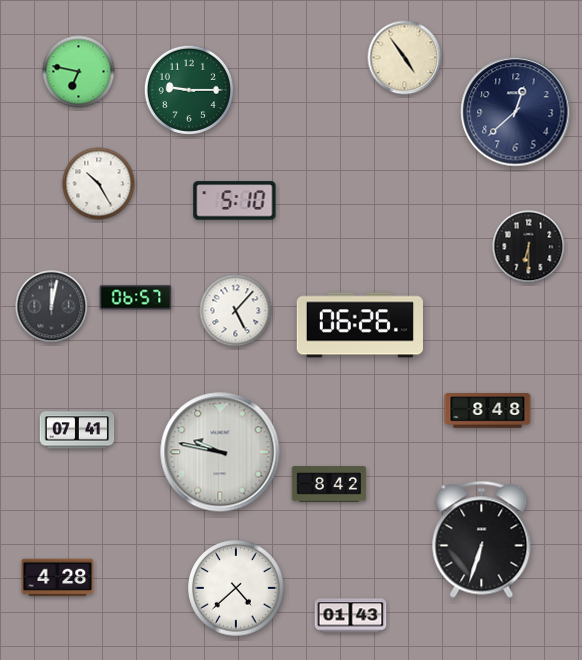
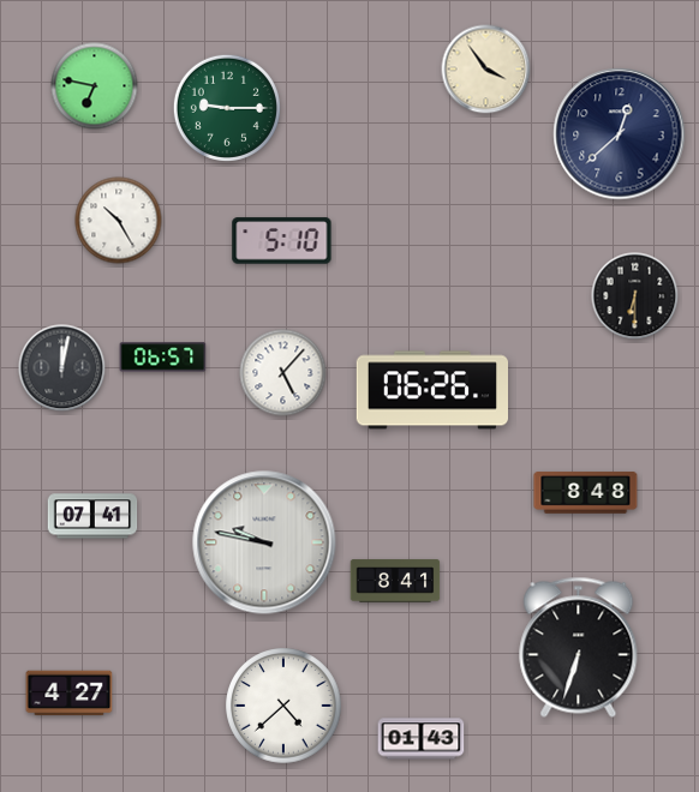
clock at (405, 58): 4:54 -> 3:54
clock at (329, 484): 8:42 -> 8:41
clock at (58, 578): 4:28 -> 4:27
